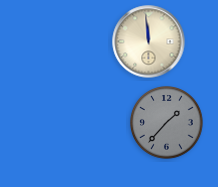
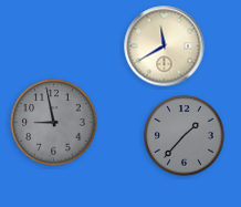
clock at (149, 42): 11:59 -> 11:40
clock at (54, 123): none -> 8:58
